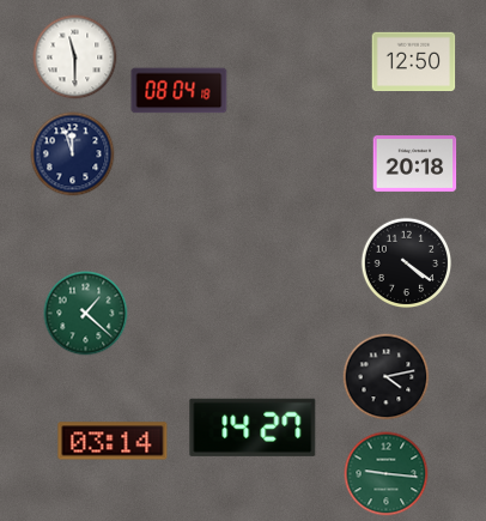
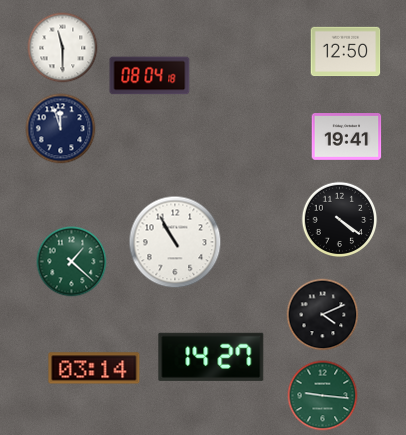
clock at (415, 164): 20:18 -> 19:41
clock at (175, 242): none -> 10:55
clock at (387, 377): 4:13 -> 4:11
